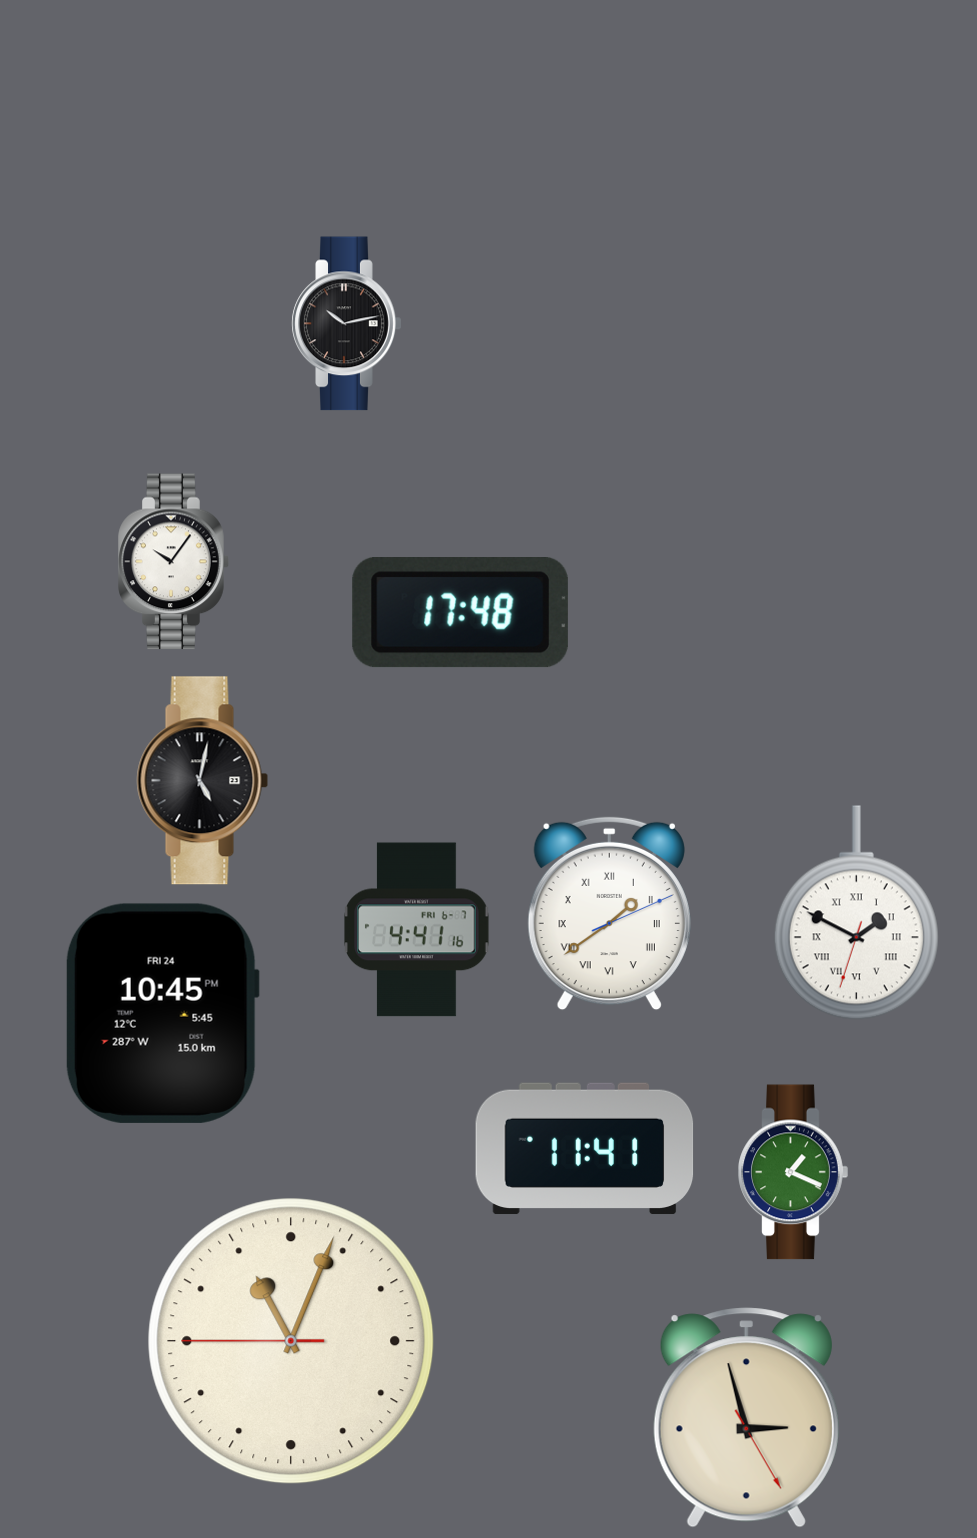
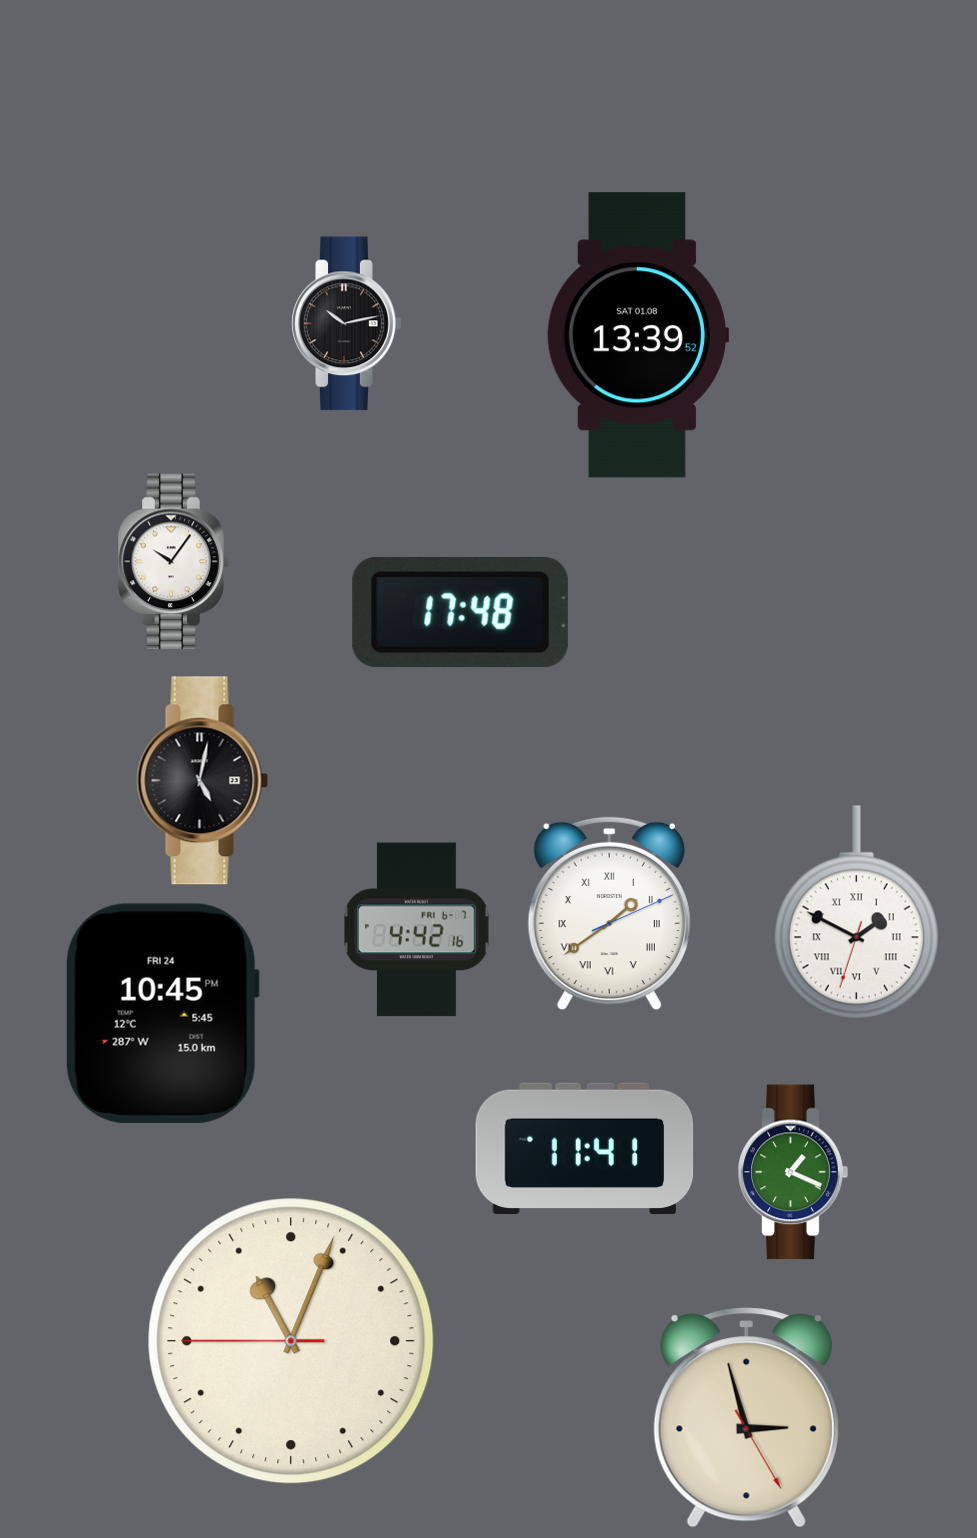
clock at (637, 335): none -> 13:39
clock at (417, 930): 4:41 -> 4:42
